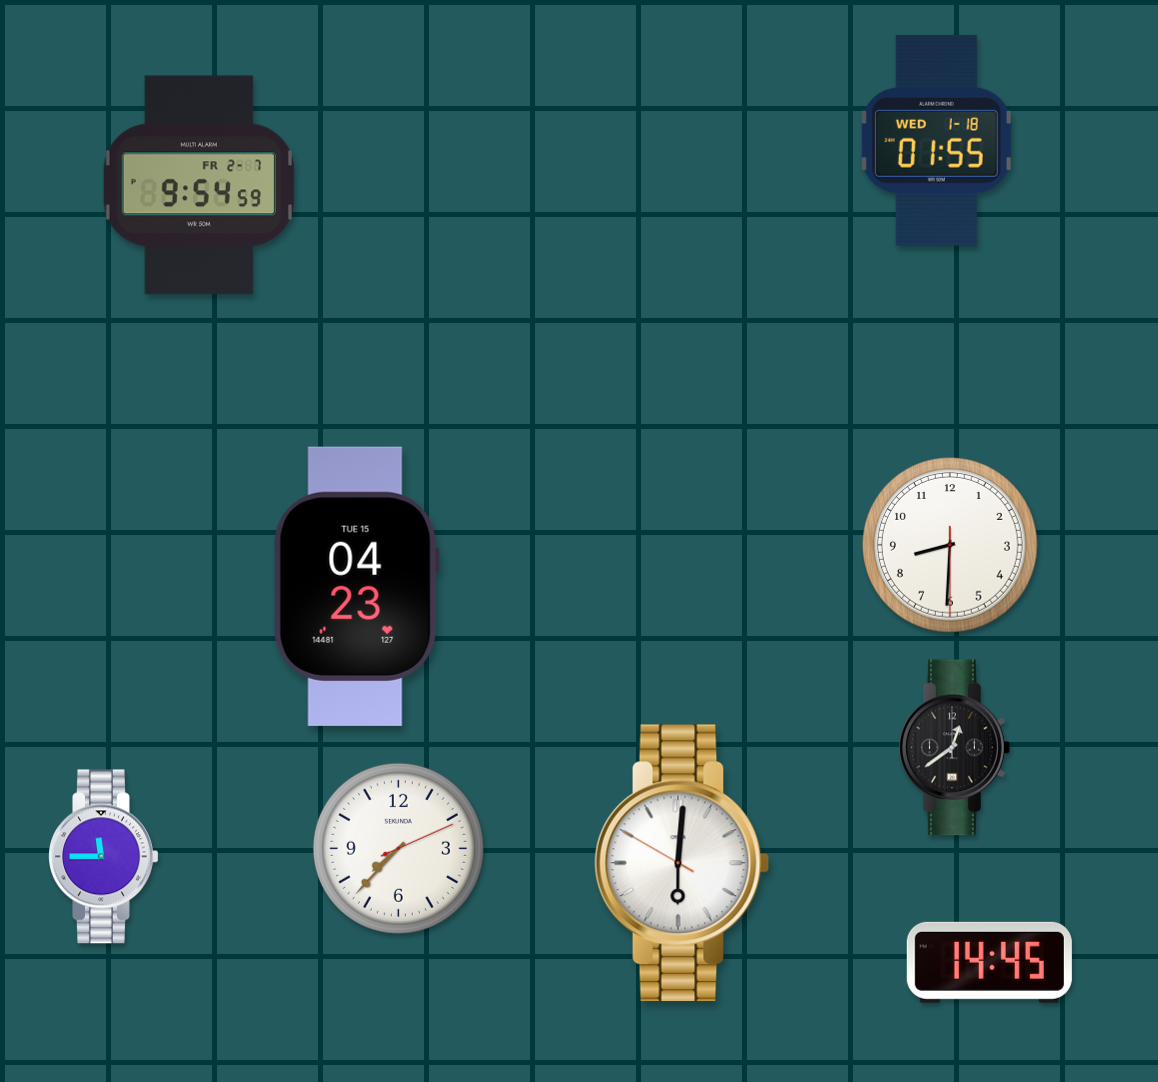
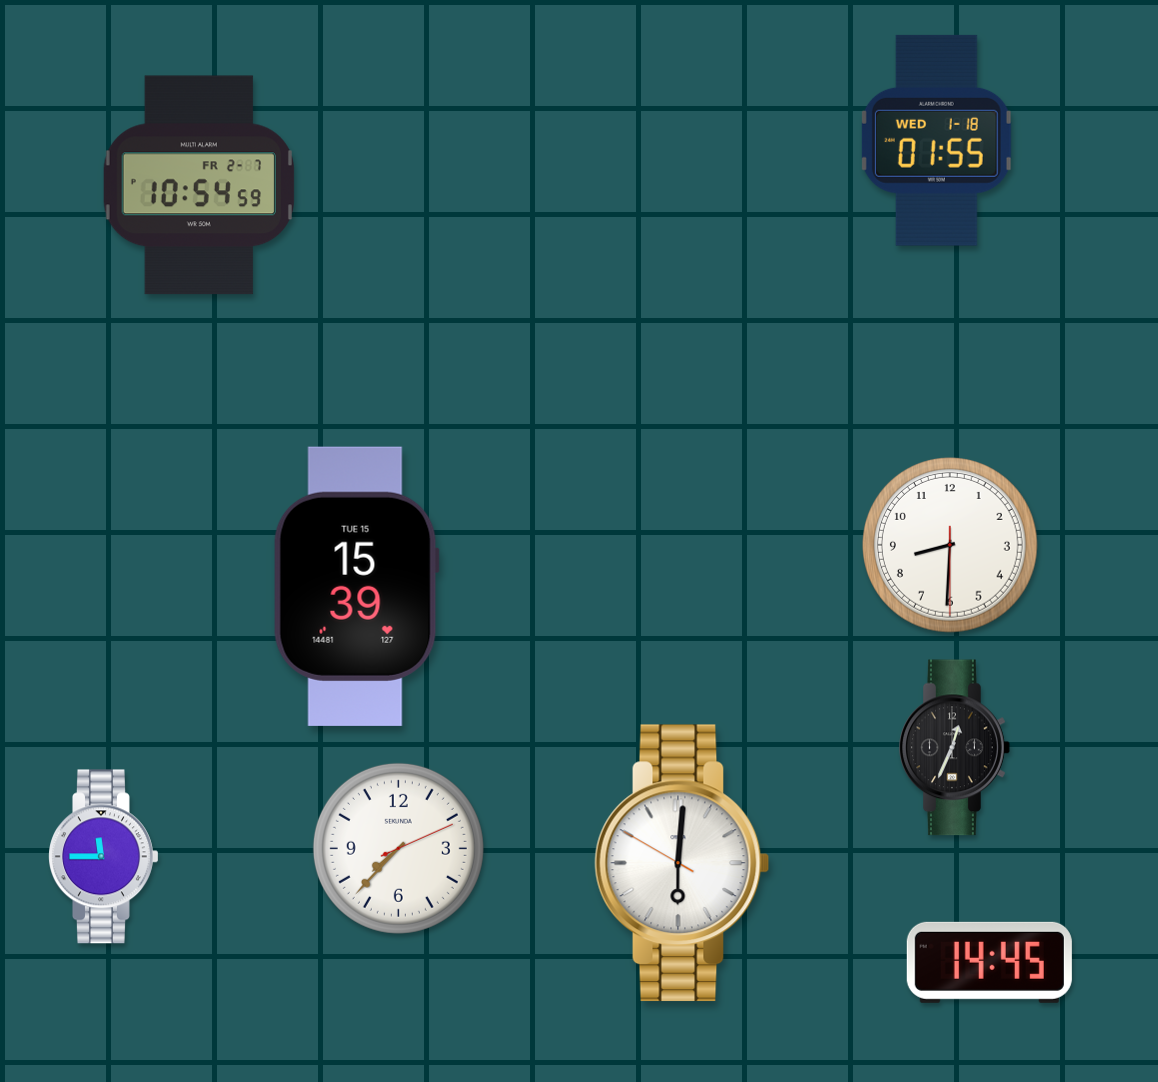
clock at (199, 185): 9:54 -> 10:54
clock at (356, 586): 04:23 -> 15:39
clock at (955, 748): 12:39 -> 12:34
